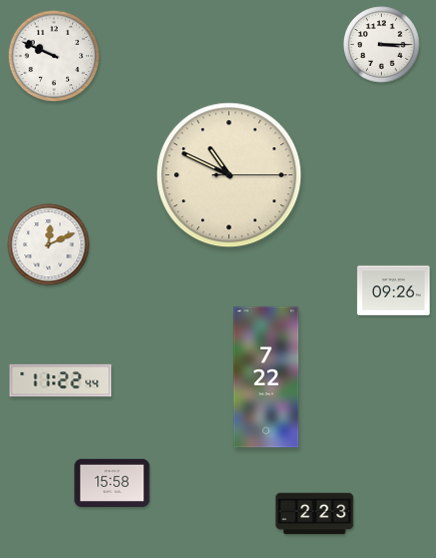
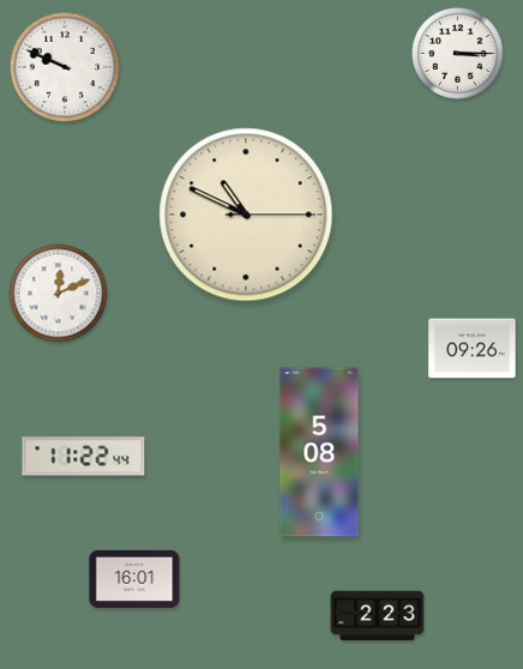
clock at (229, 175) position: (229, 175) -> (246, 215)
clock at (266, 377): 7:22 -> 5:08
clock at (61, 381) position: (61, 381) -> (84, 457)
clock at (112, 483): 15:58 -> 16:01
